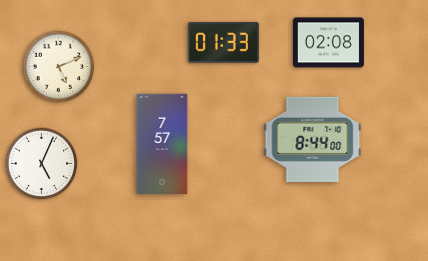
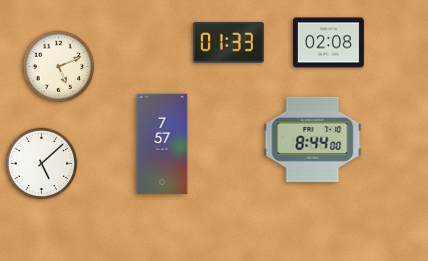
clock at (223, 42) position: (223, 42) -> (228, 42)
clock at (42, 164): 5:04 -> 5:08
